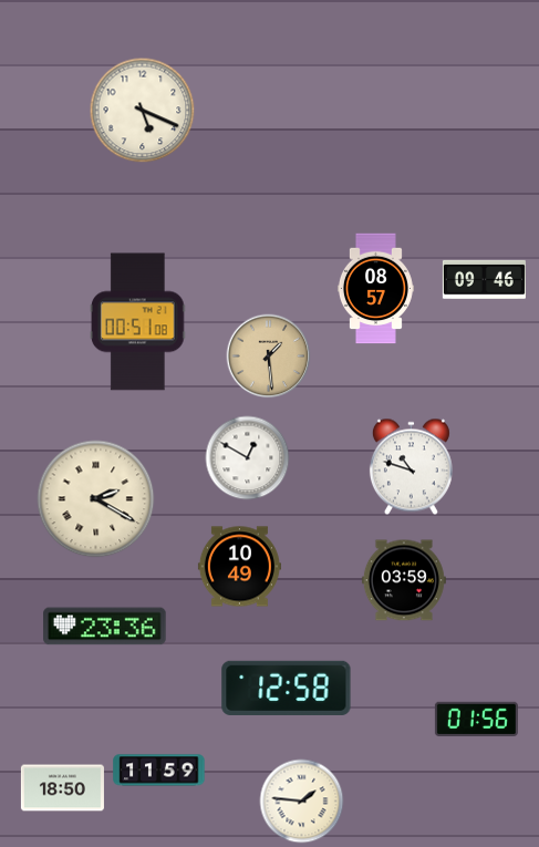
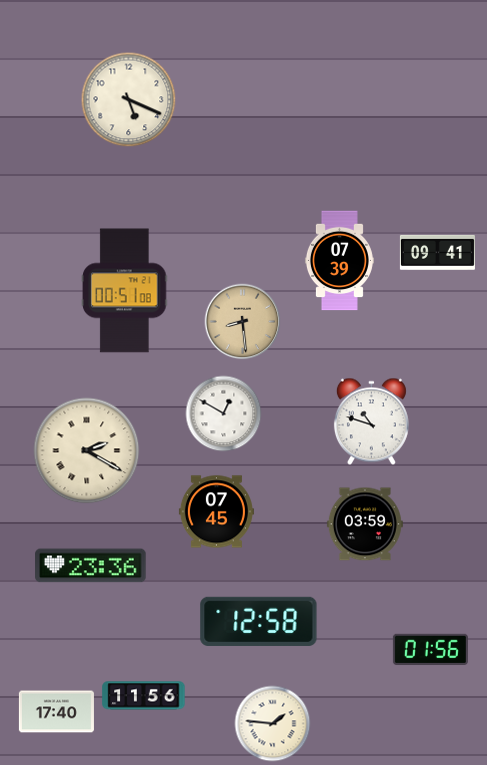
clock at (484, 279): 09:46 -> 09:41
clock at (375, 289): 08:57 -> 07:39
clock at (269, 357): 1:29 -> 8:29
clock at (239, 567): 10:49 -> 07:45
clock at (105, 627) position: (105, 627) -> (91, 566)
clock at (159, 771): 11:59 -> 11:56
clock at (62, 788): 18:50 -> 17:40
